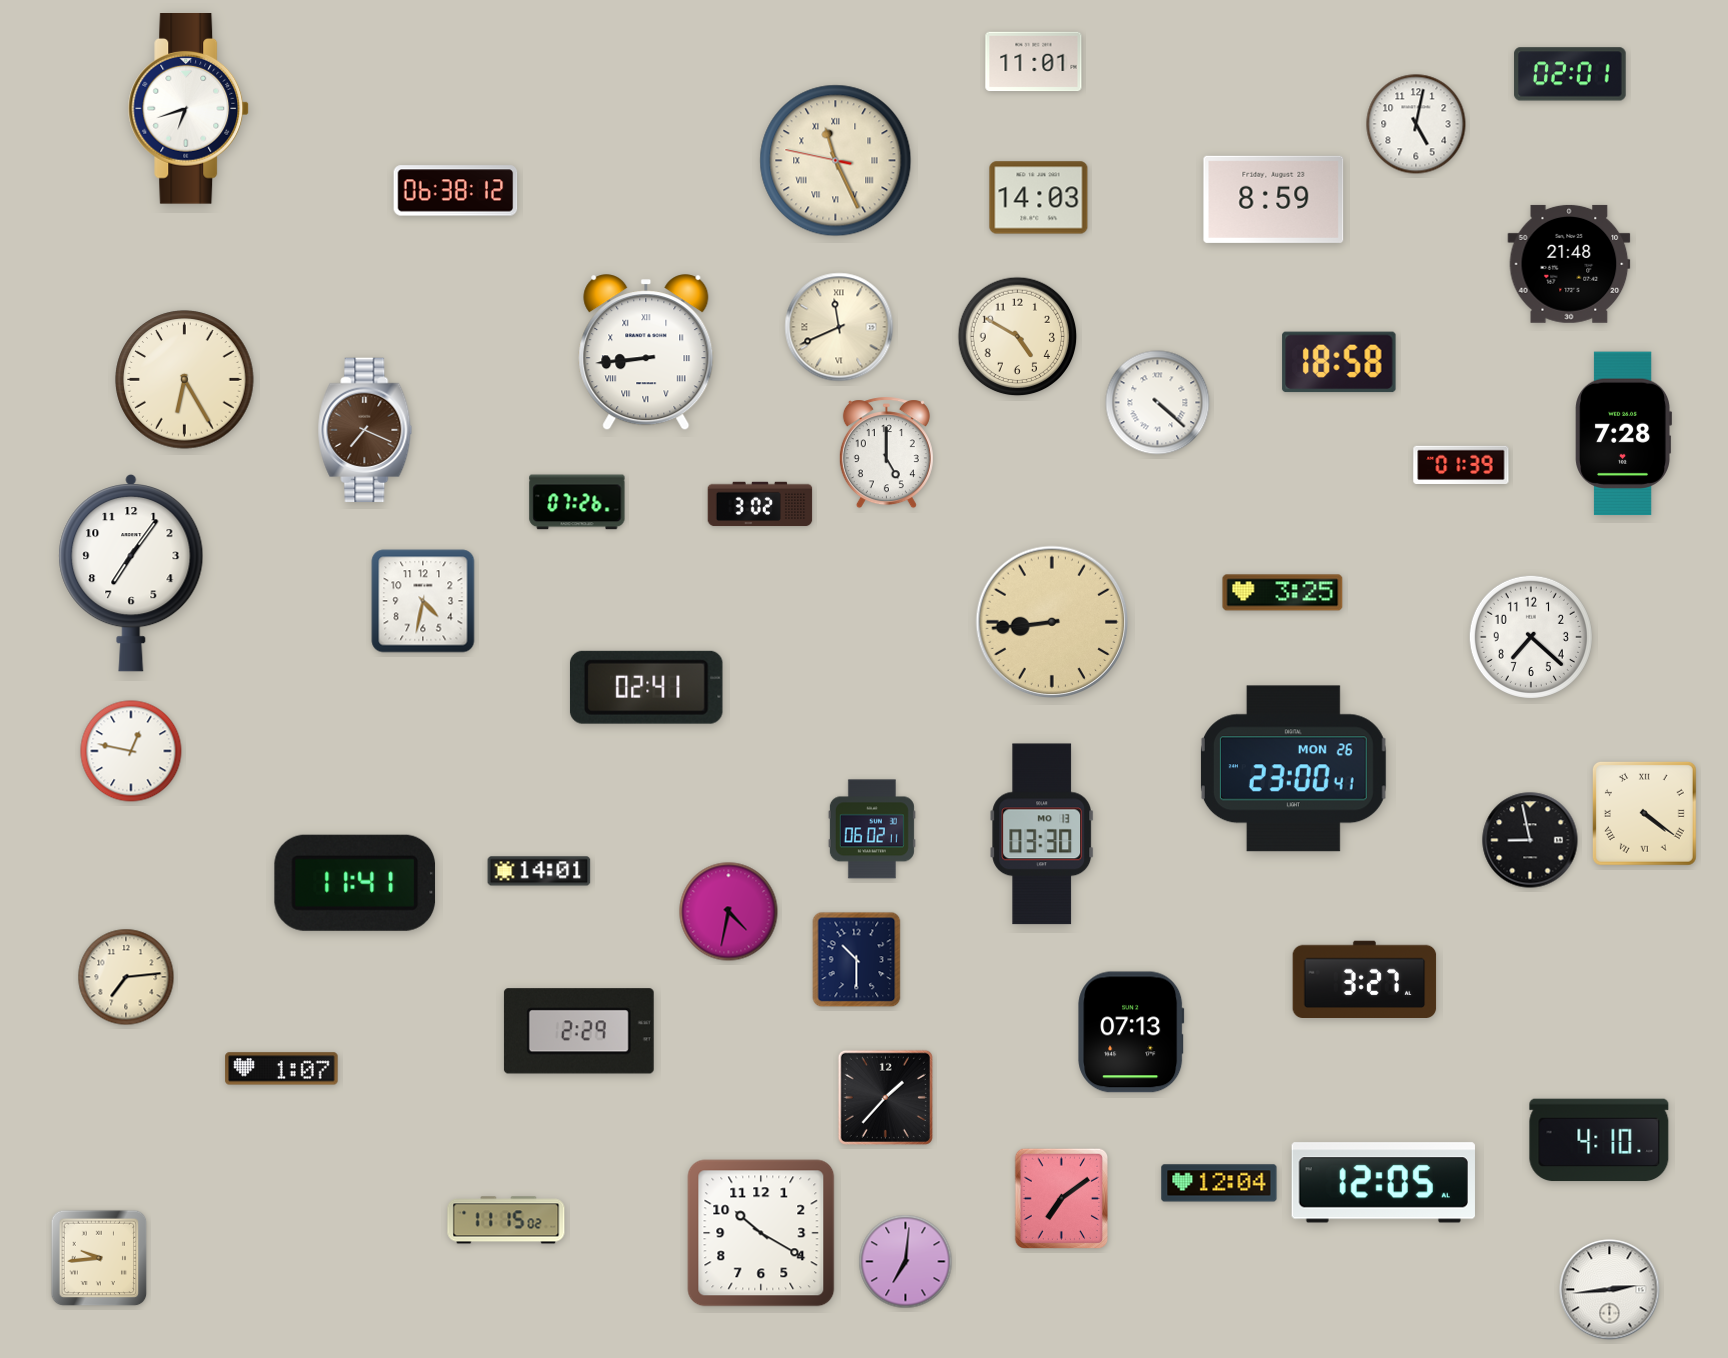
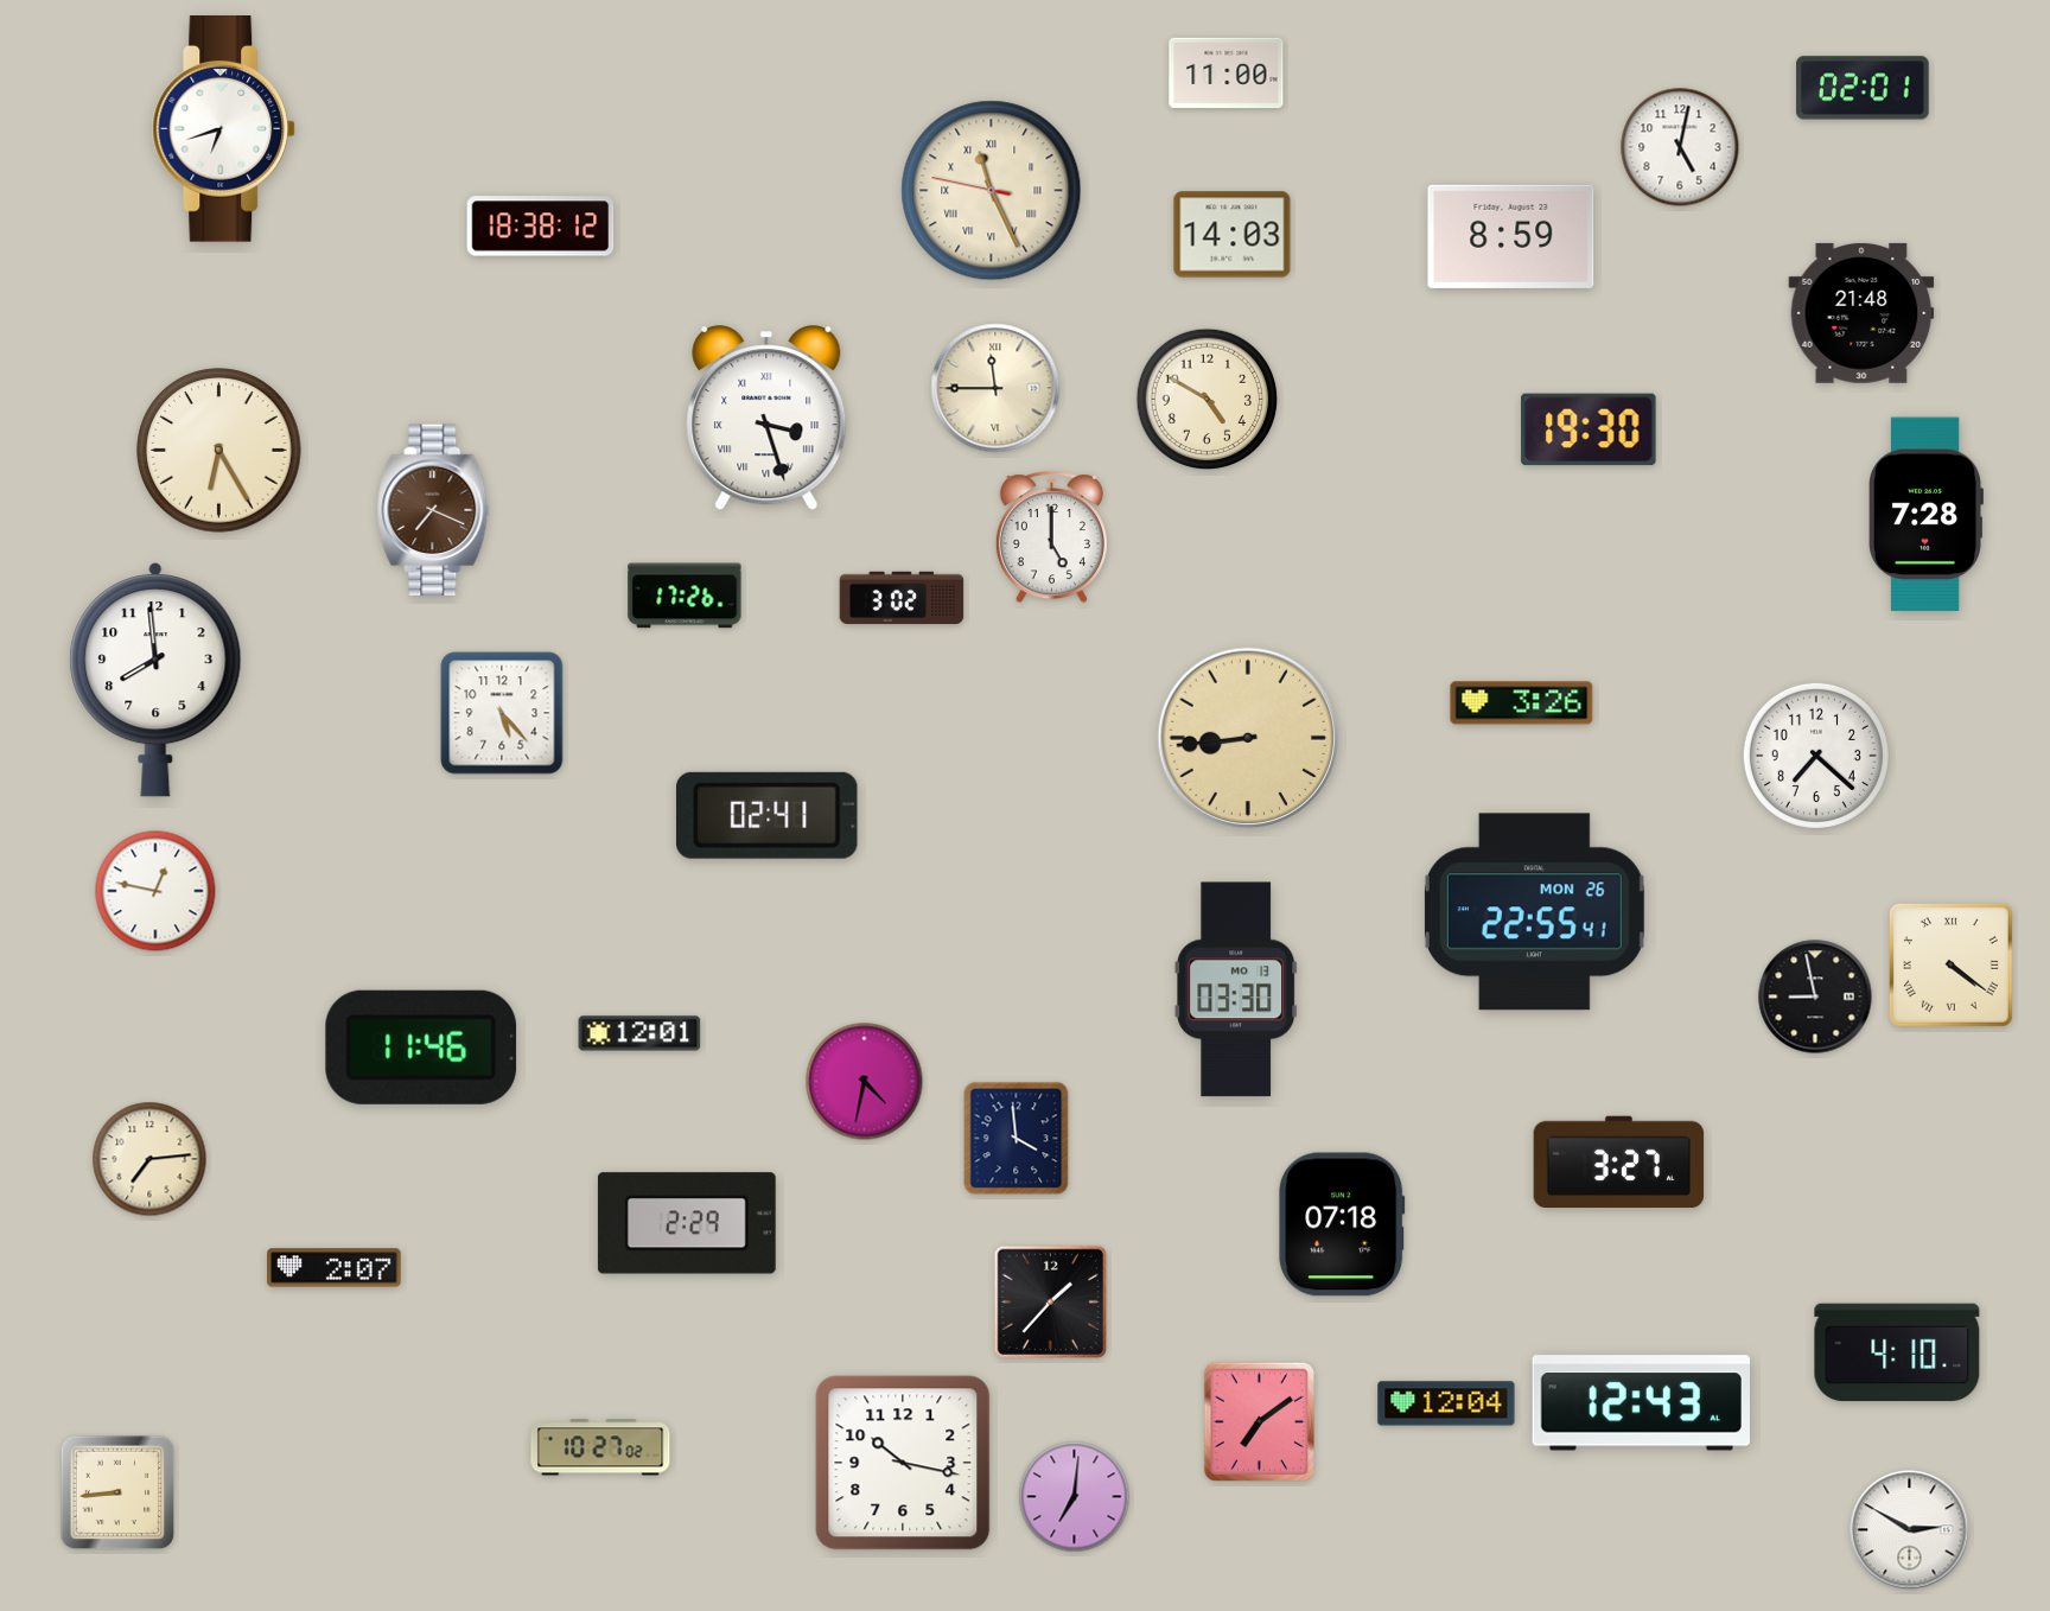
clock at (1034, 62): 11:01 -> 11:00
clock at (456, 191): 06:38 -> 18:38
clock at (839, 327): 11:41 -> 11:45
clock at (646, 353): 8:44 -> 3:27
clock at (1339, 362): 18:58 -> 19:30
clock at (1158, 403): 4:22 -> none
clock at (1461, 464): 01:39 -> none
clock at (577, 502): 07:26 -> 17:26
clock at (131, 573): 7:06 -> 7:59
clock at (1283, 593): 3:25 -> 3:26
clock at (423, 601): 4:32 -> 5:23
clock at (1293, 769): 23:00 -> 22:55
clock at (872, 829): 06:02 -> none
clock at (539, 871): 14:01 -> 12:01
clock at (355, 883): 11:41 -> 11:46
clock at (857, 960): 10:30 -> 3:59
clock at (1131, 1032): 07:13 -> 07:18
clock at (282, 1069): 1:07 -> 2:07
clock at (1383, 1183): 12:05 -> 12:43
clock at (506, 1220): 11:15 -> 10:27
clock at (761, 1233): 10:20 -> 10:17
clock at (99, 1258): 9:44 -> 8:44
clock at (1610, 1290): 2:44 -> 2:50
